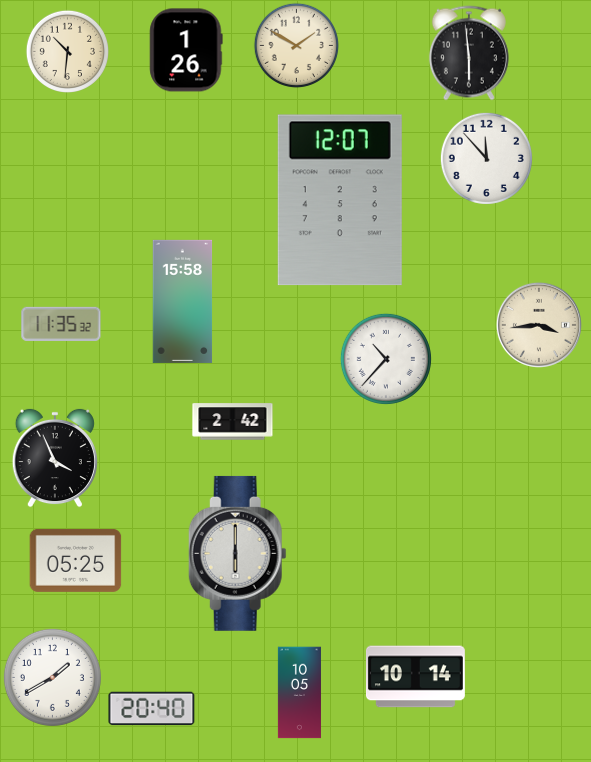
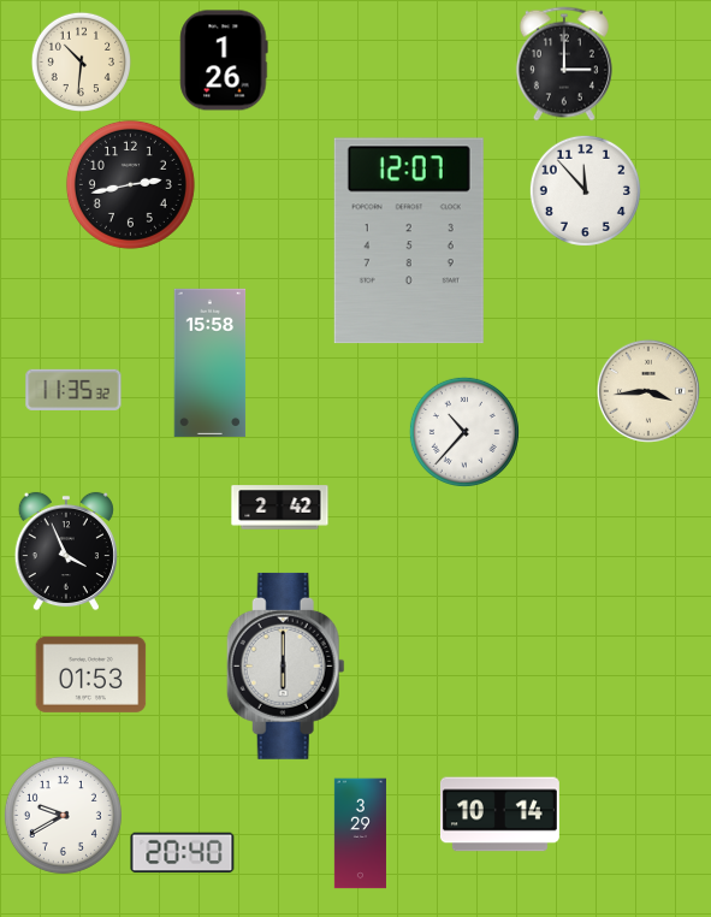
clock at (296, 45): 1:50 -> none
clock at (469, 53): 5:59 -> 3:00
clock at (130, 184): none -> 2:43
clock at (183, 301) position: (183, 301) -> (211, 362)
clock at (76, 560): 05:25 -> 01:53
clock at (52, 677): 1:40 -> 9:40
clock at (299, 693): 10:05 -> 3:29
